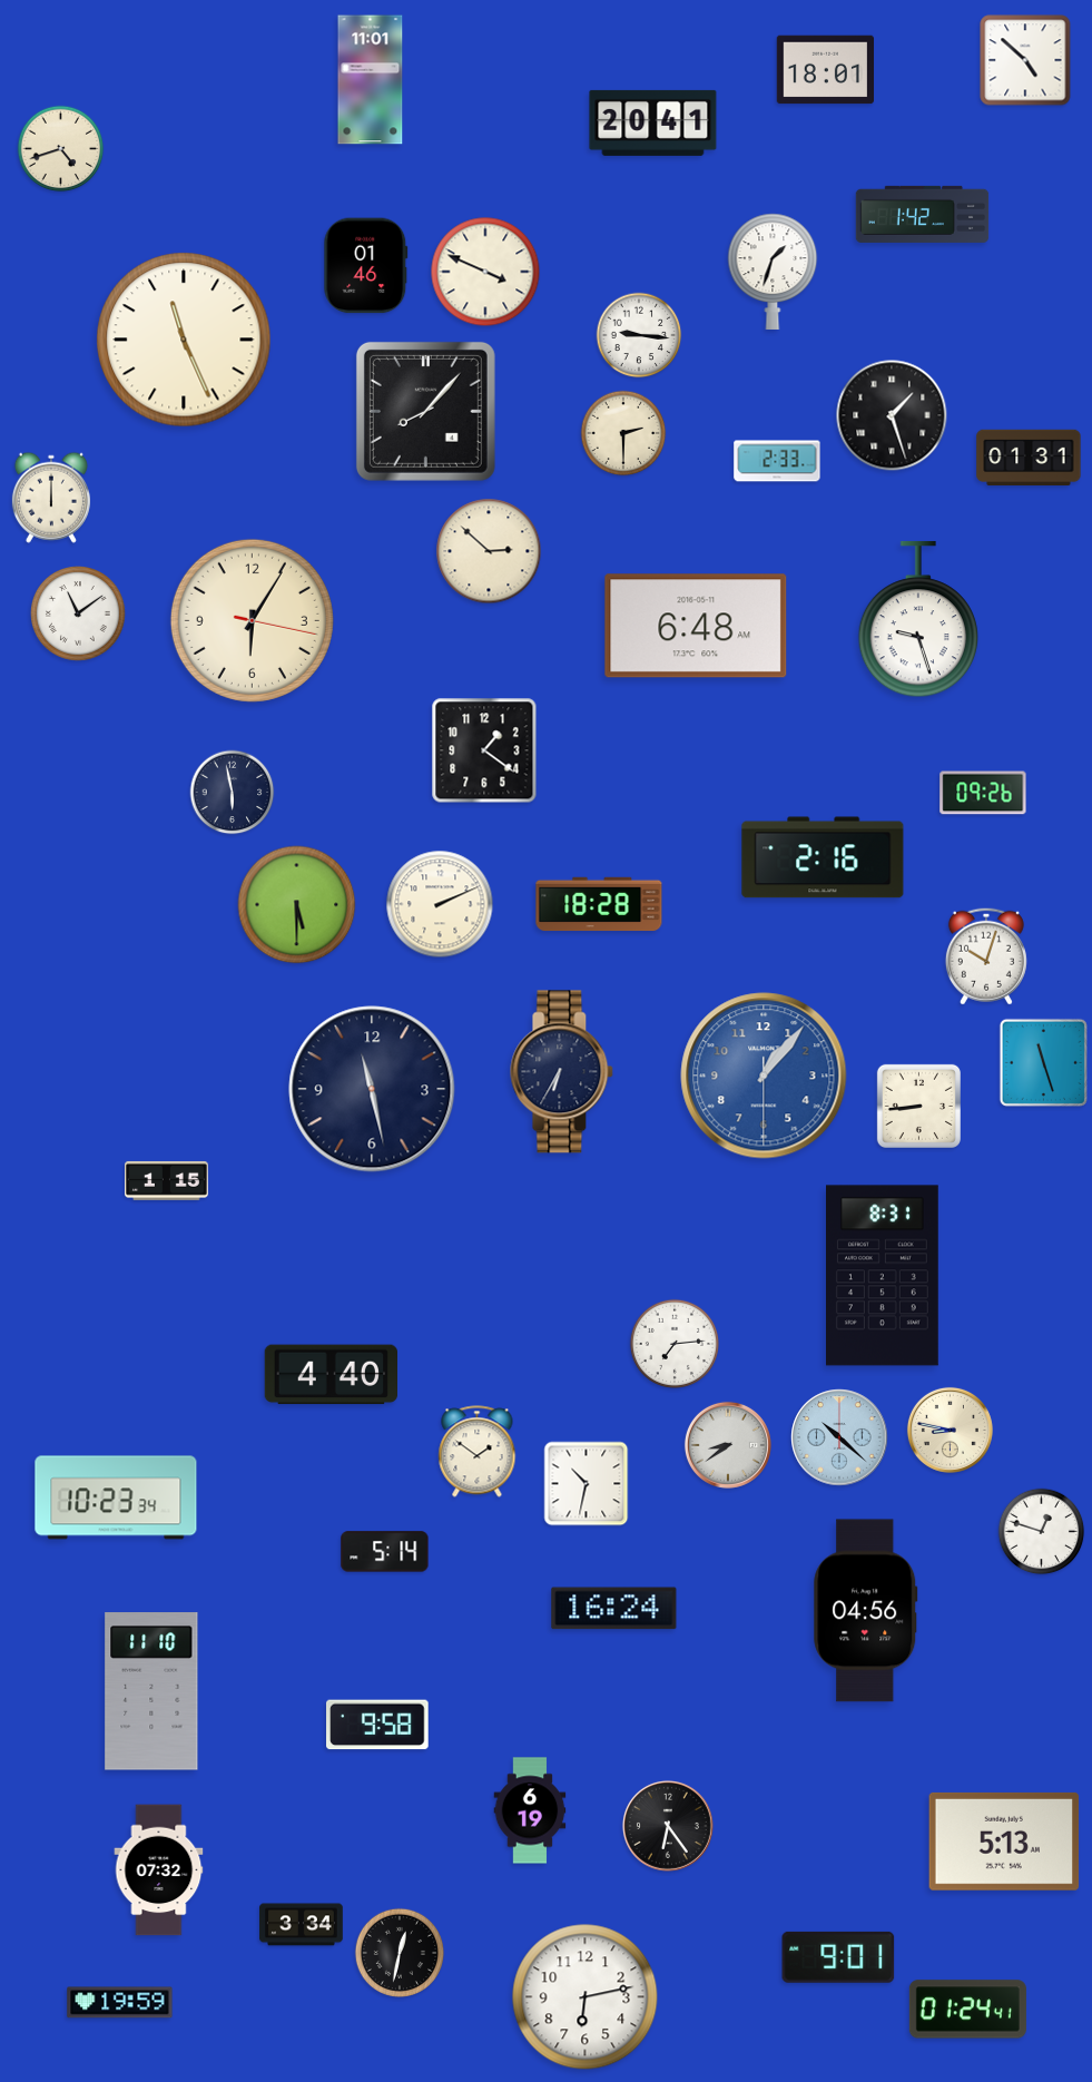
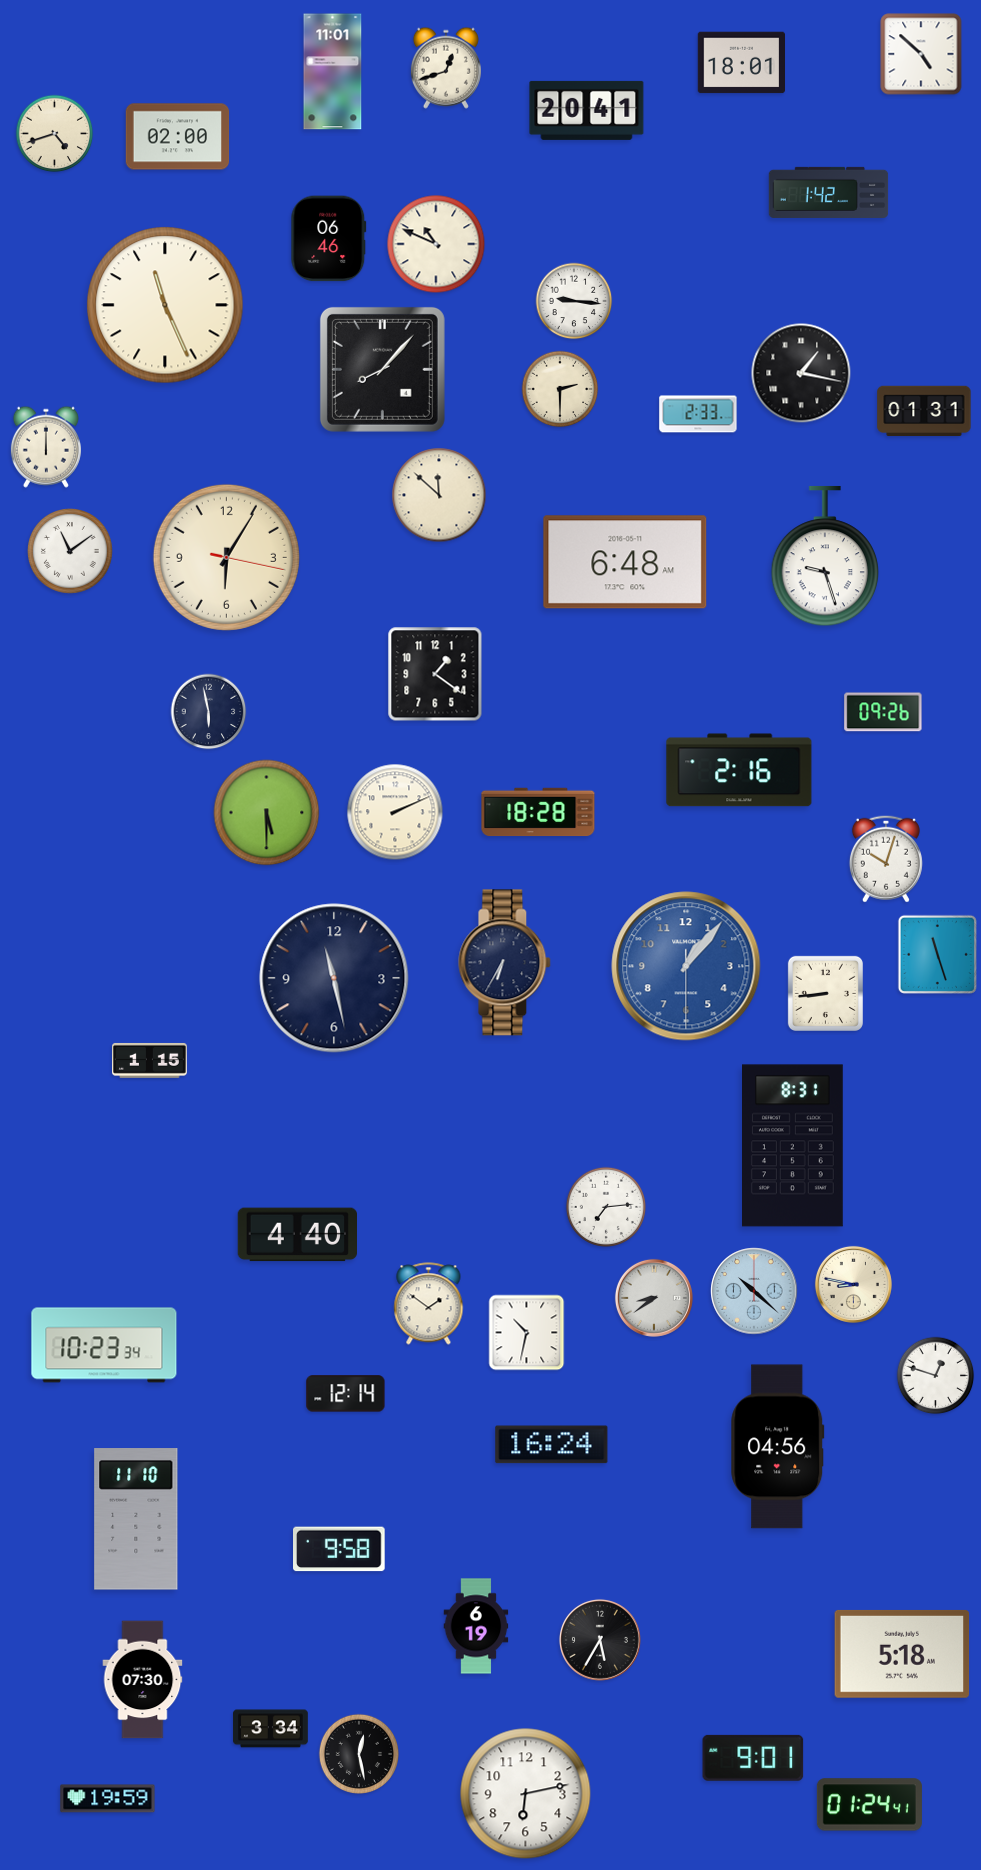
clock at (446, 68): none -> 12:42
clock at (178, 137): none -> 02:00
clock at (366, 266): 01:46 -> 06:46
clock at (485, 272): 3:49 -> 10:49
clock at (773, 272): 1:33 -> none
clock at (892, 415): 1:27 -> 1:17
clock at (489, 551): 2:52 -> 11:52
clock at (385, 1552): 5:14 -> 12:14
clock at (668, 1826): 6:24 -> 5:35
clock at (1004, 1842): 5:13 -> 5:18
clock at (159, 1870): 07:32 -> 07:30
clock at (399, 1952): 12:32 -> 12:28
